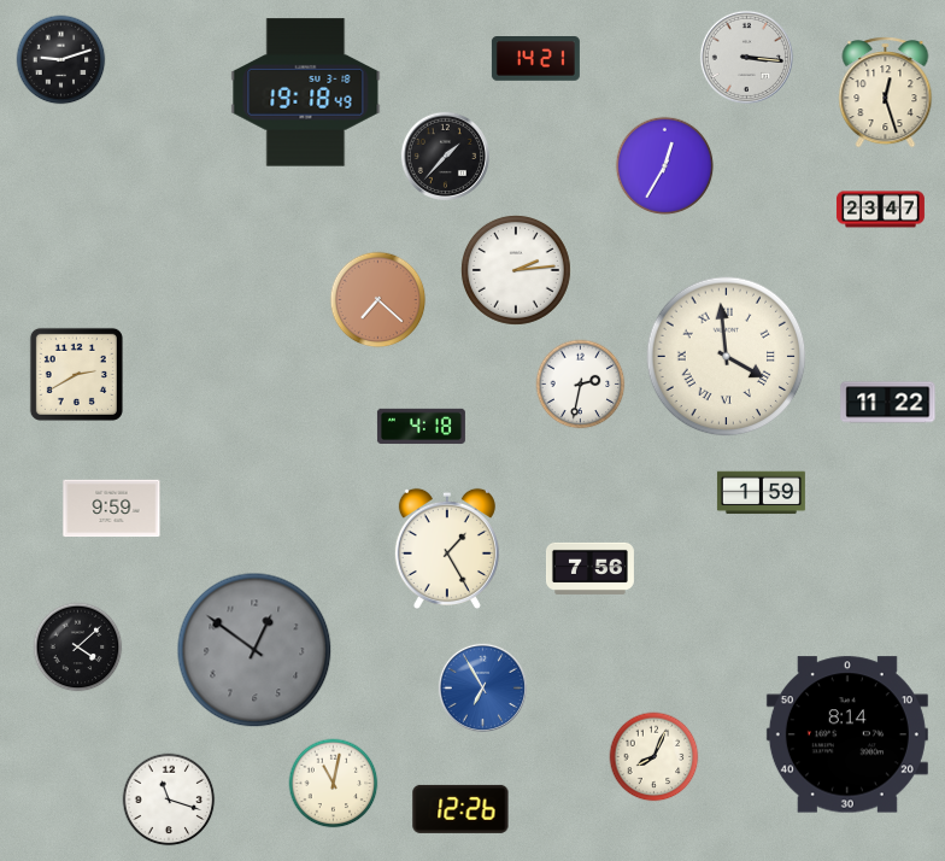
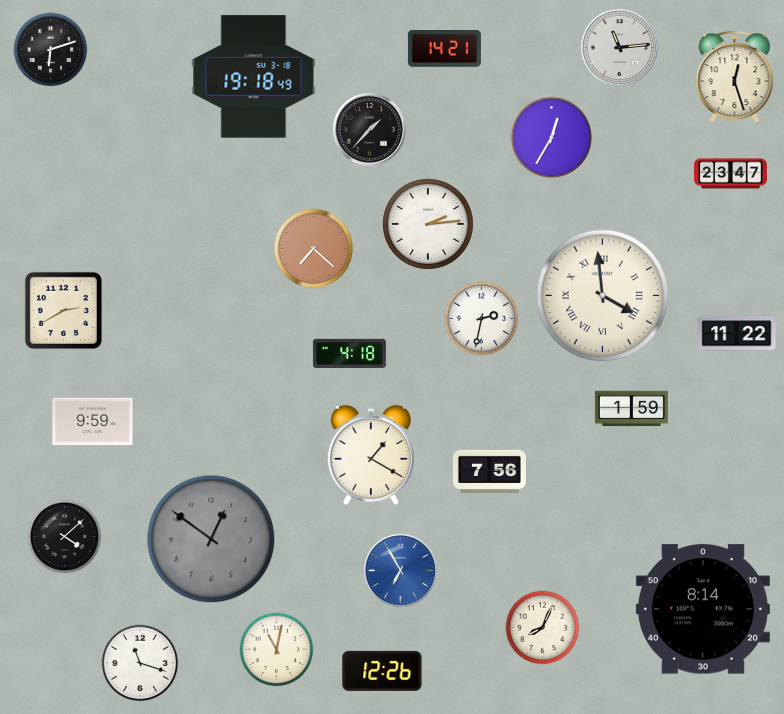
clock at (746, 57): 3:16 -> 11:14
clock at (61, 60): 9:12 -> 6:12
clock at (447, 547): 1:25 -> 1:20
